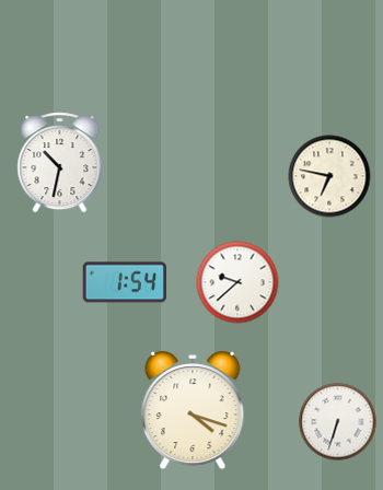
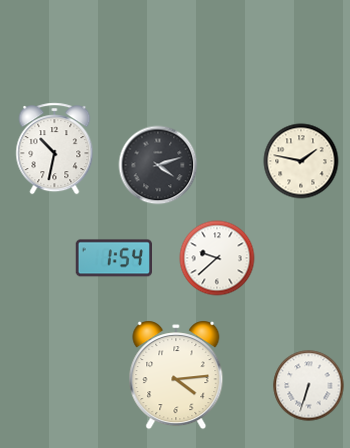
clock at (329, 176): 6:47 -> 1:47
clock at (158, 165): none -> 4:12
clock at (193, 410): 4:18 -> 4:14
